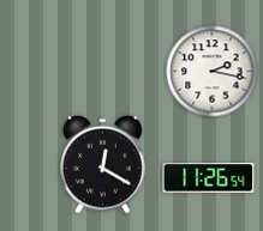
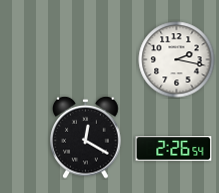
clock at (209, 178): 11:26 -> 2:26
